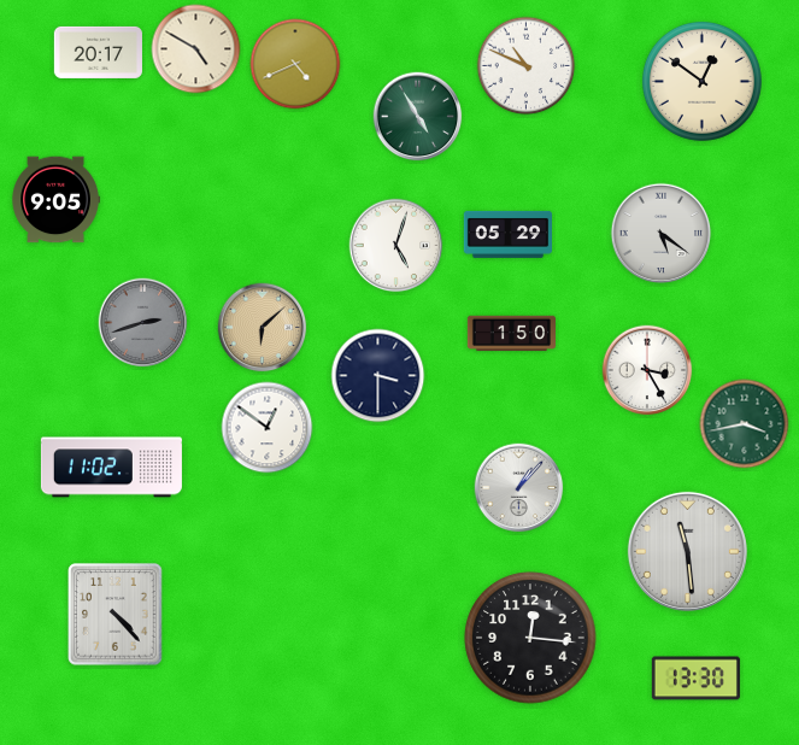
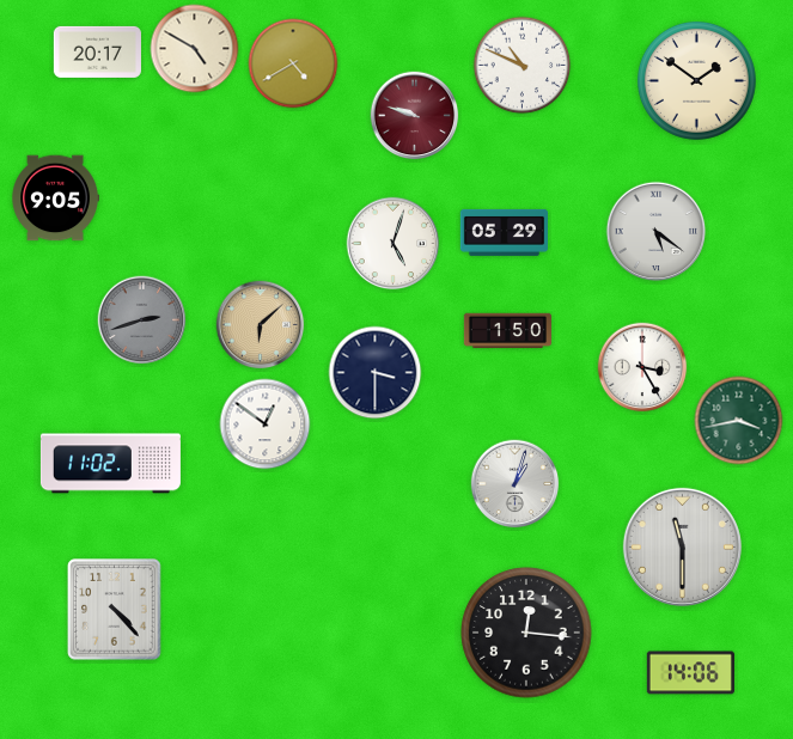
clock at (295, 64): 4:41 -> 4:40
clock at (701, 81): 12:51 -> 1:51
clock at (418, 117): 4:55 -> 9:48
clock at (418, 117) dial: green -> burgundy
clock at (519, 488): 1:07 -> 1:03
clock at (687, 551): 11:29 -> 11:30
clock at (695, 679): 13:30 -> 14:06
